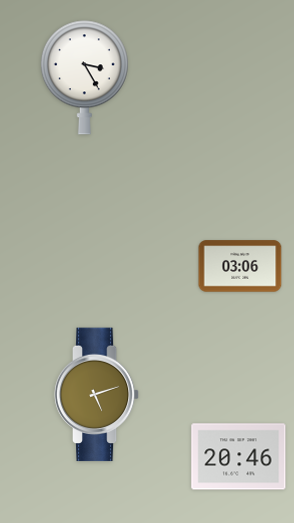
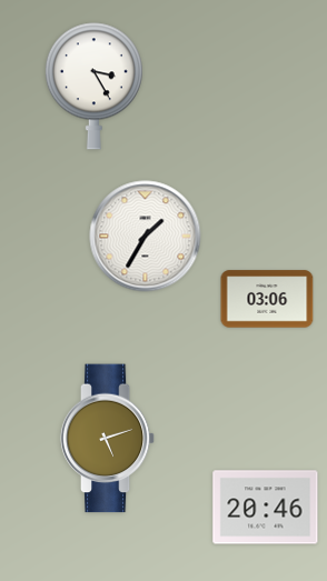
clock at (146, 237): none -> 1:35
clock at (240, 266) position: (240, 266) -> (267, 299)
